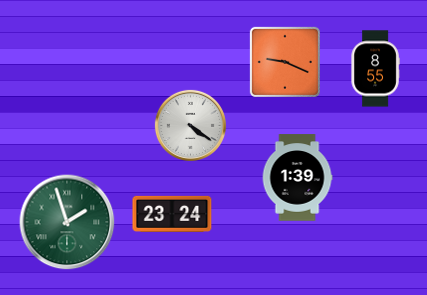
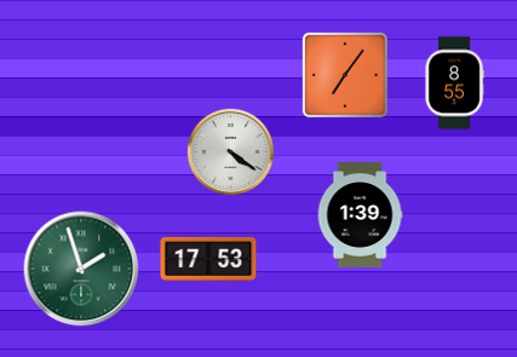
clock at (285, 62): 9:19 -> 7:06
clock at (172, 214): 23:24 -> 17:53
